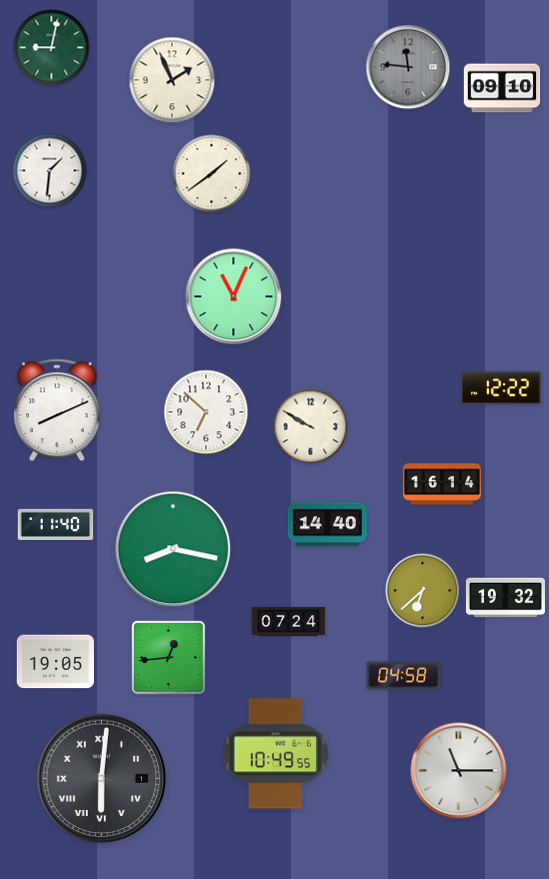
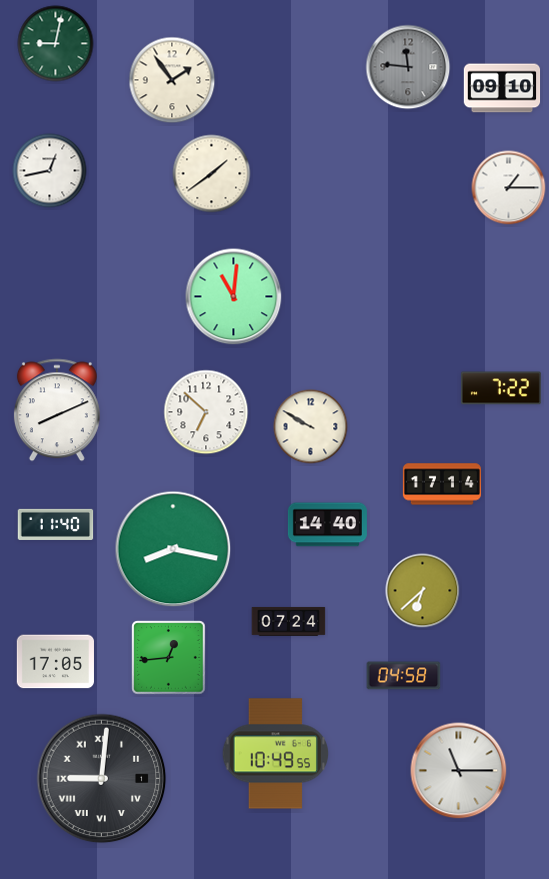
clock at (52, 48) position: (52, 48) -> (56, 44)
clock at (172, 80): 1:56 -> 1:54
clock at (50, 171): 1:31 -> 12:43
clock at (509, 188): none -> 1:15
clock at (234, 297): 11:04 -> 11:01
clock at (501, 388): 12:22 -> 7:22
clock at (442, 484): 16:14 -> 17:14
clock at (505, 598): 19:32 -> none
clock at (55, 662): 19:05 -> 17:05
clock at (102, 779): 6:01 -> 9:01
